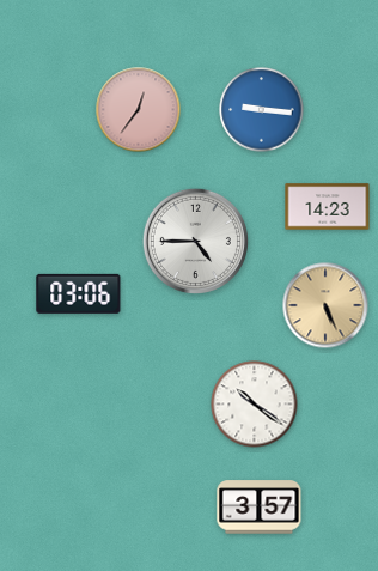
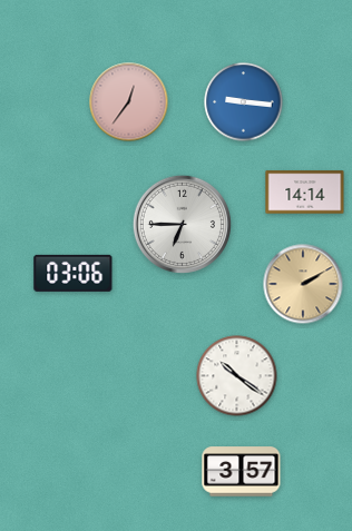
clock at (328, 207): 14:23 -> 14:14
clock at (195, 241): 4:45 -> 6:45
clock at (325, 305): 5:26 -> 2:10
